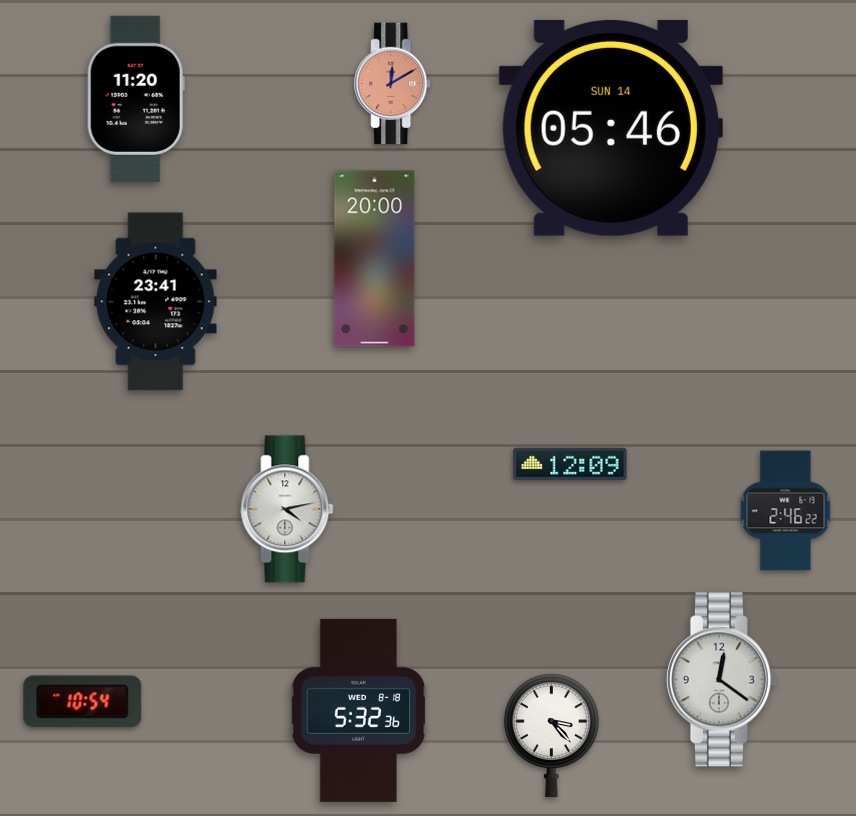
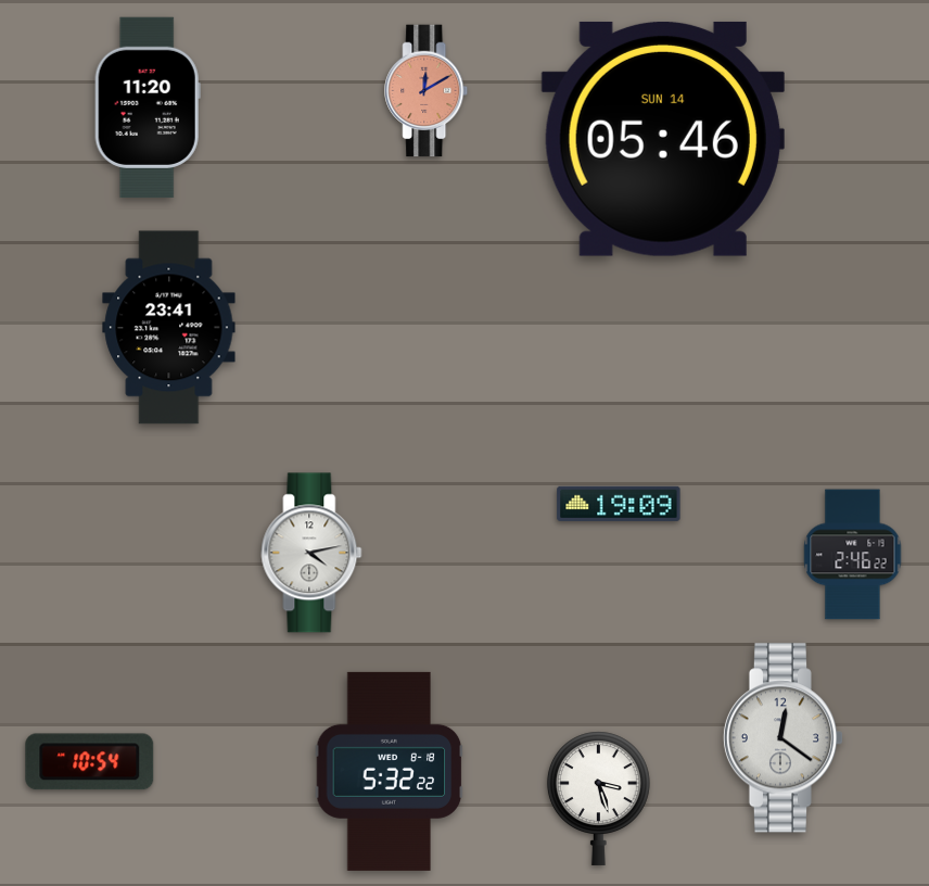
clock at (375, 259): 20:00 -> none
clock at (570, 464): 12:09 -> 19:09
clock at (359, 710): 5:32:36 -> 5:32:22
clock at (551, 735): 3:23 -> 3:27
